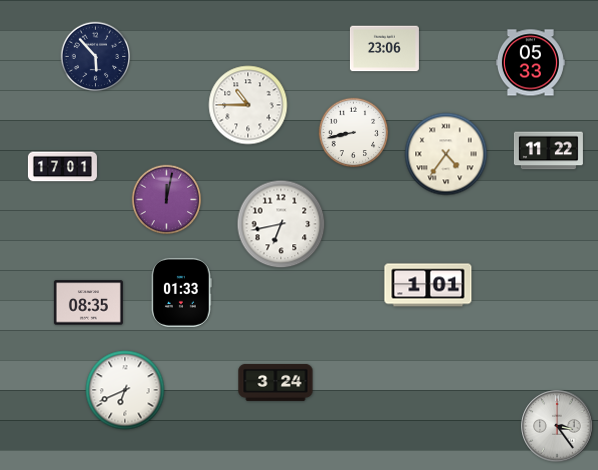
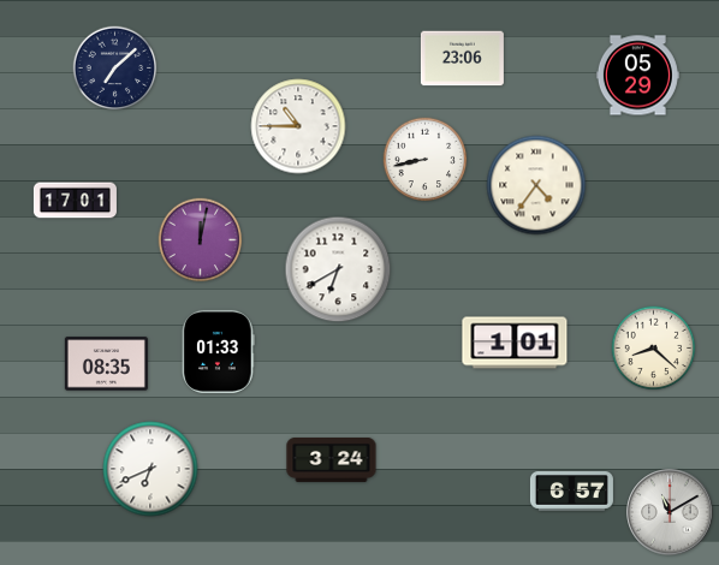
clock at (96, 57): 5:53 -> 7:08
clock at (530, 63): 05:33 -> 05:29
clock at (548, 151): 11:22 -> none
clock at (281, 224): 6:43 -> 6:40
clock at (654, 349): none -> 8:22
clock at (571, 492): none -> 6:57
clock at (557, 426): 3:24 -> 11:10
